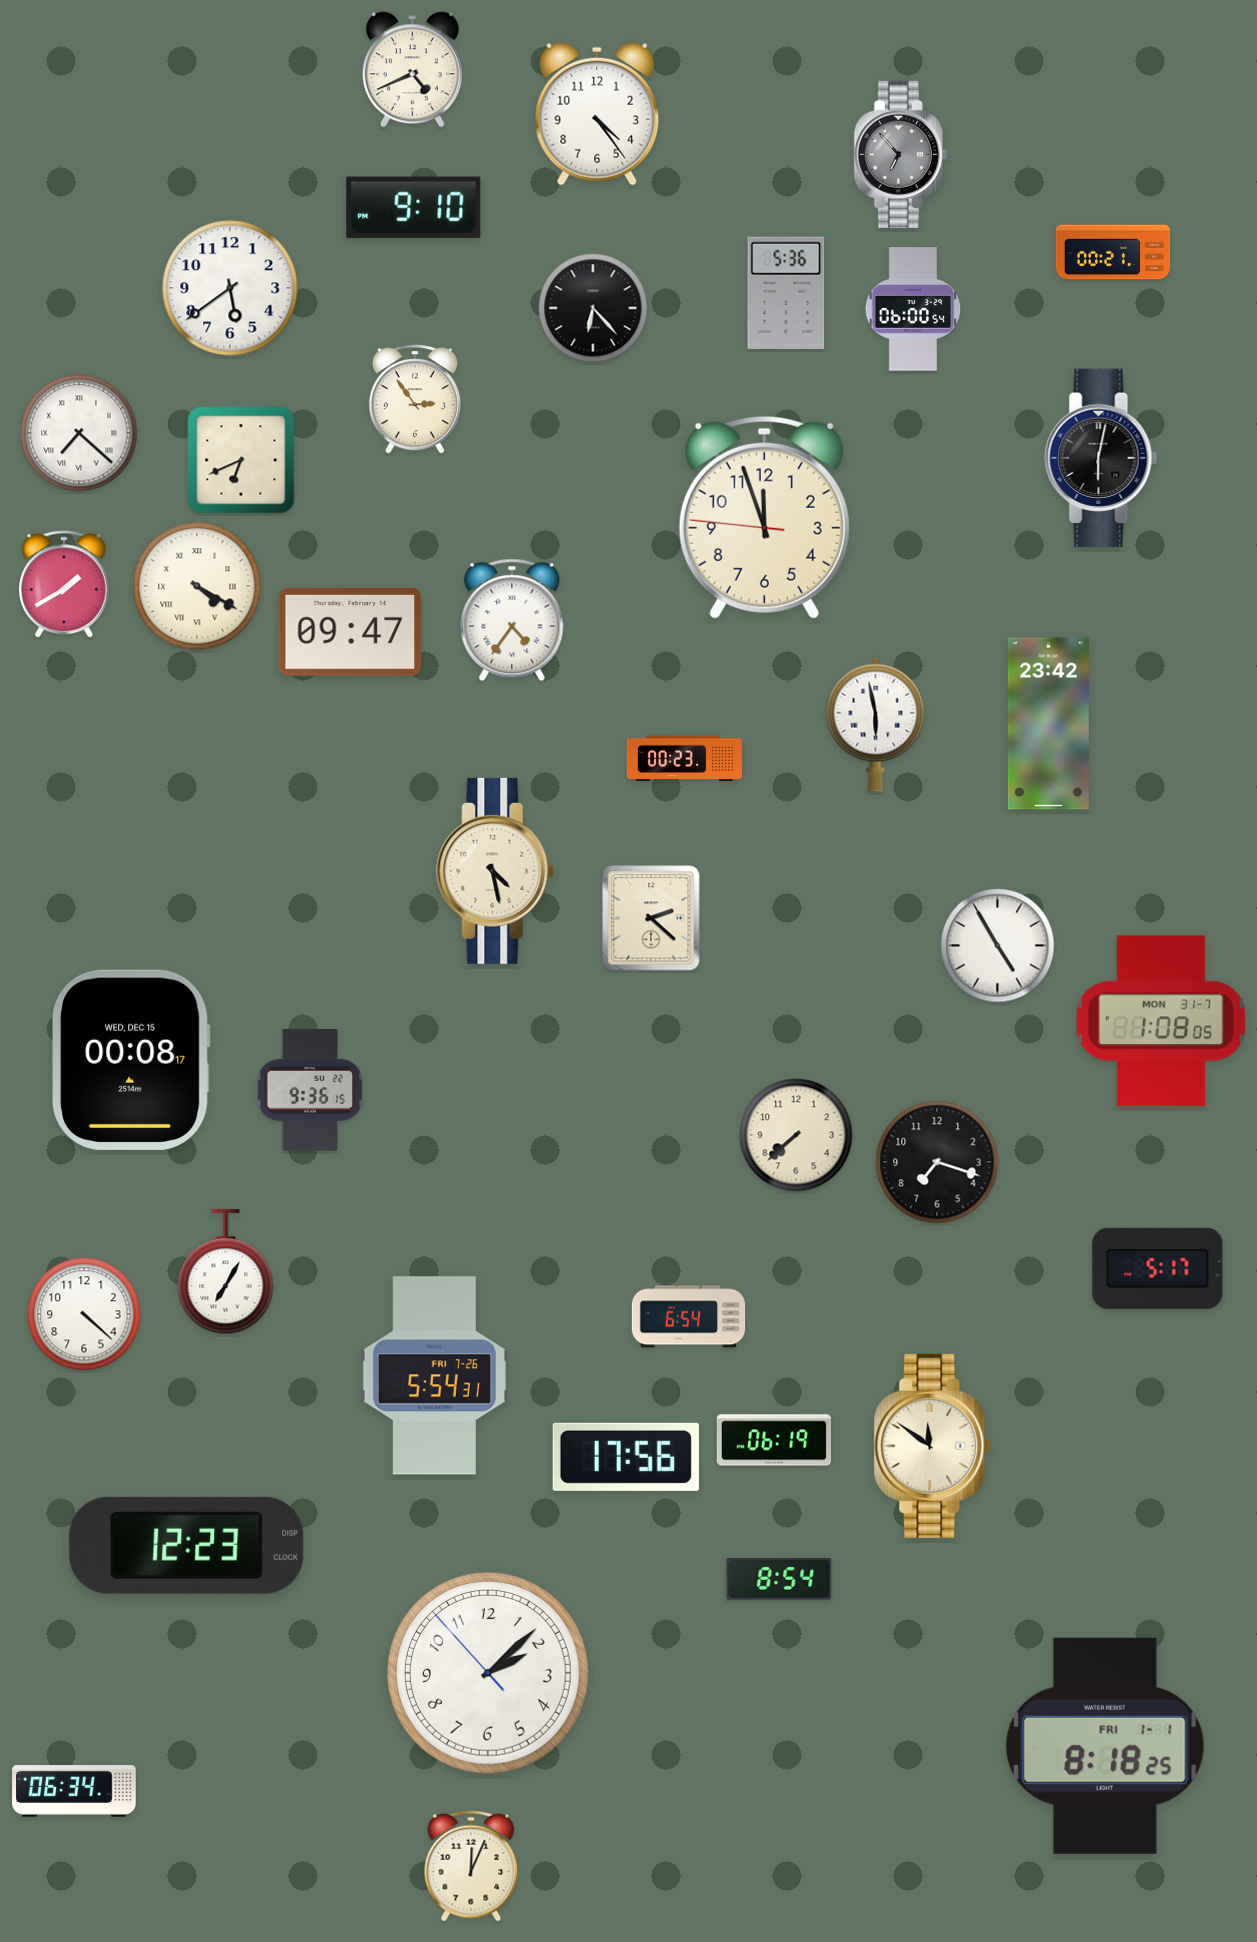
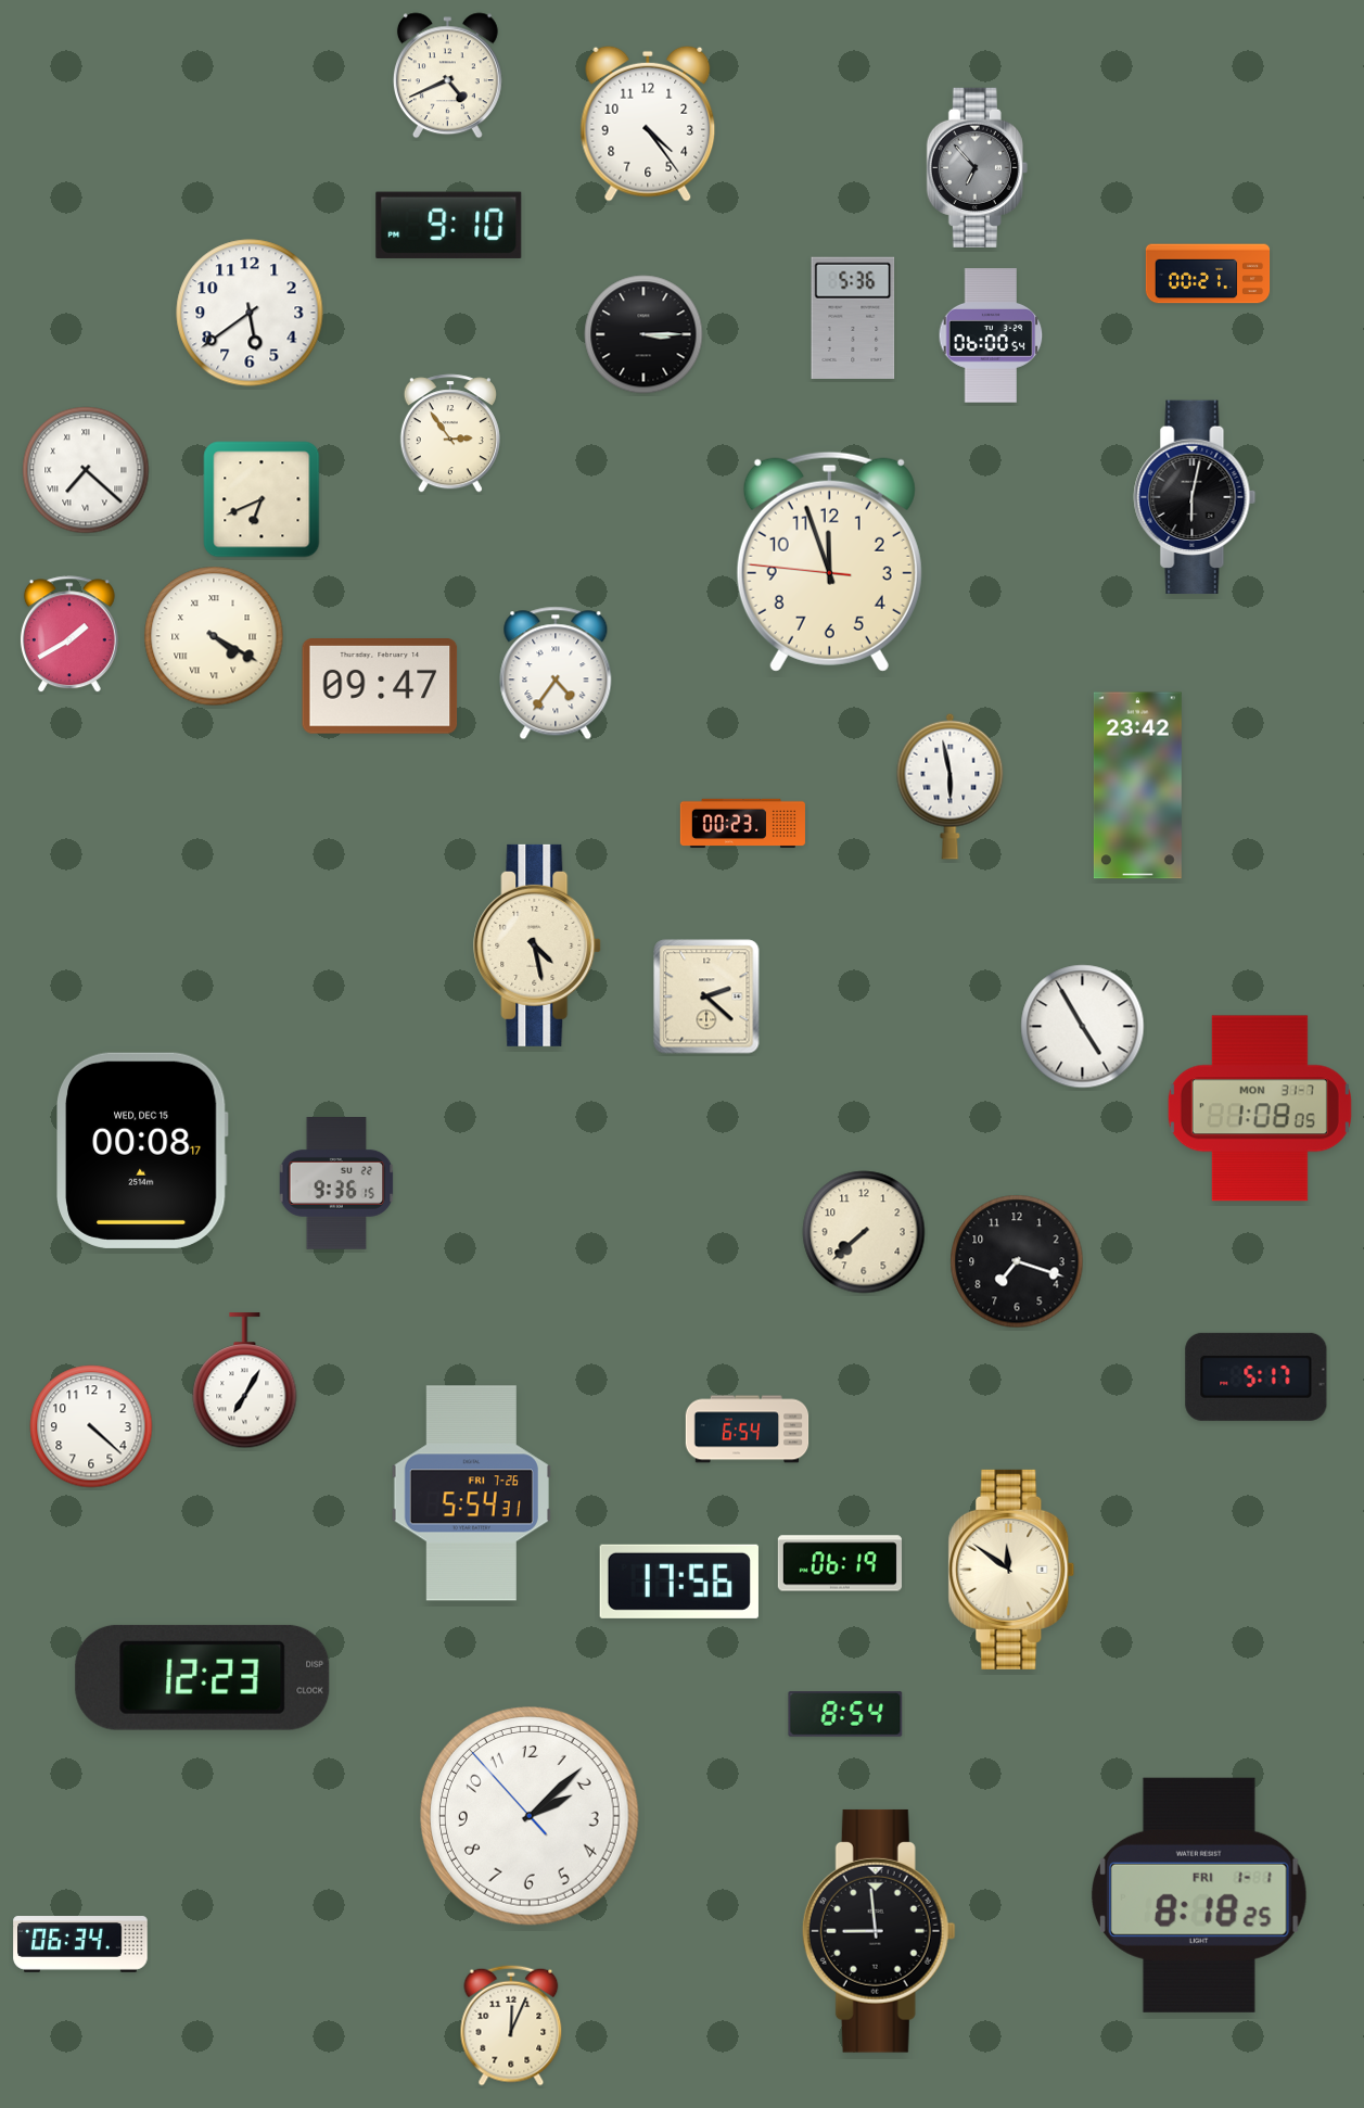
clock at (593, 308): 6:23 -> 3:15
clock at (879, 1931): none -> 8:59
